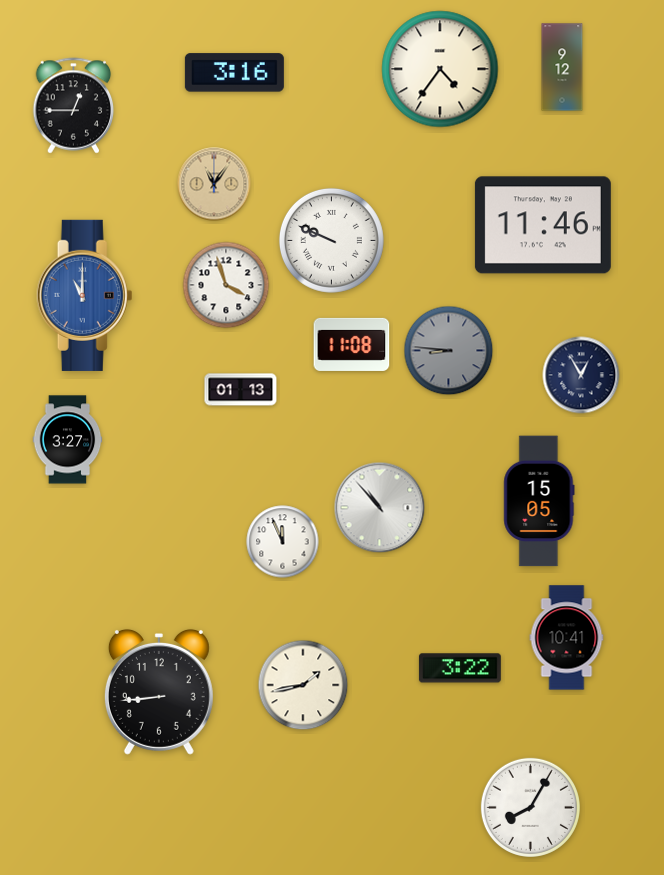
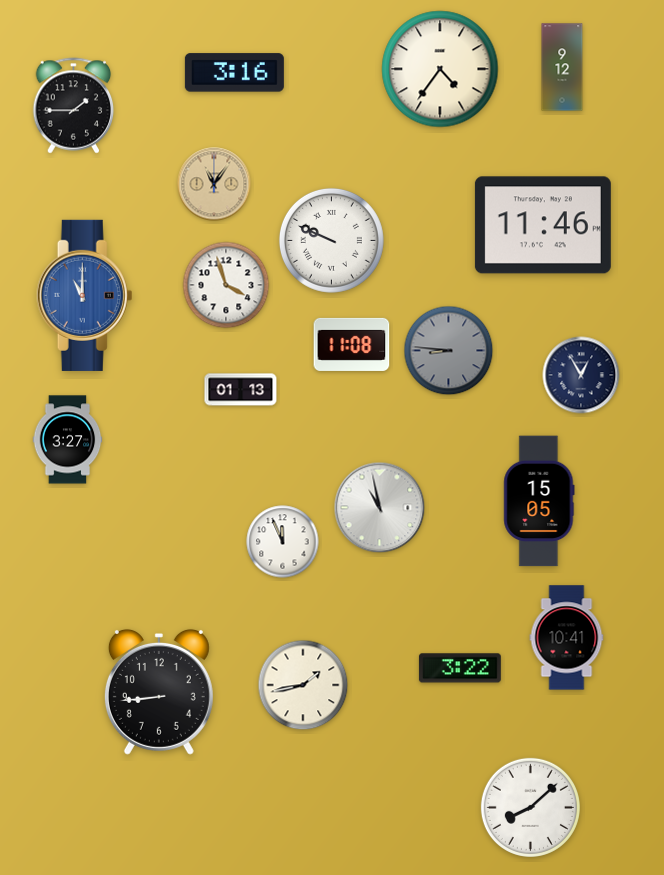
clock at (74, 106): 12:45 -> 1:45
clock at (380, 508): 10:53 -> 10:58
clock at (530, 807): 8:05 -> 8:08
